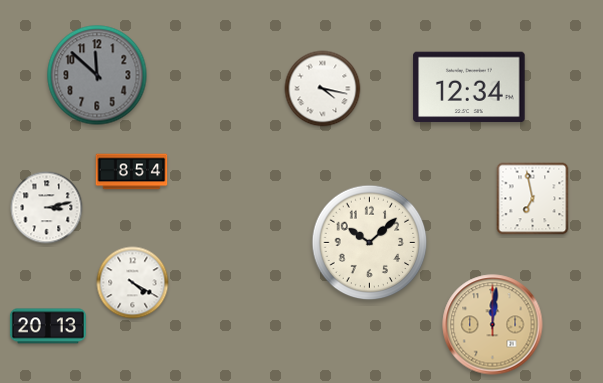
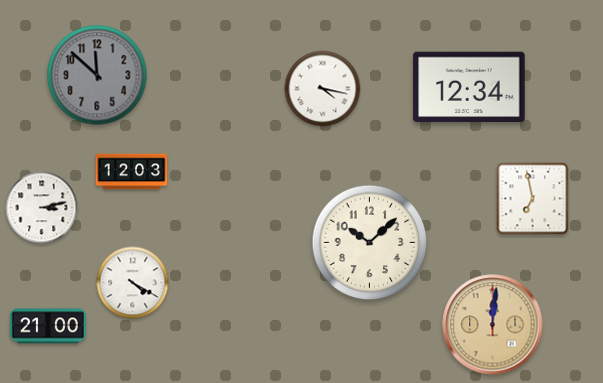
clock at (132, 172): 8:54 -> 12:03
clock at (47, 208) position: (47, 208) -> (42, 208)
clock at (48, 326): 20:13 -> 21:00
